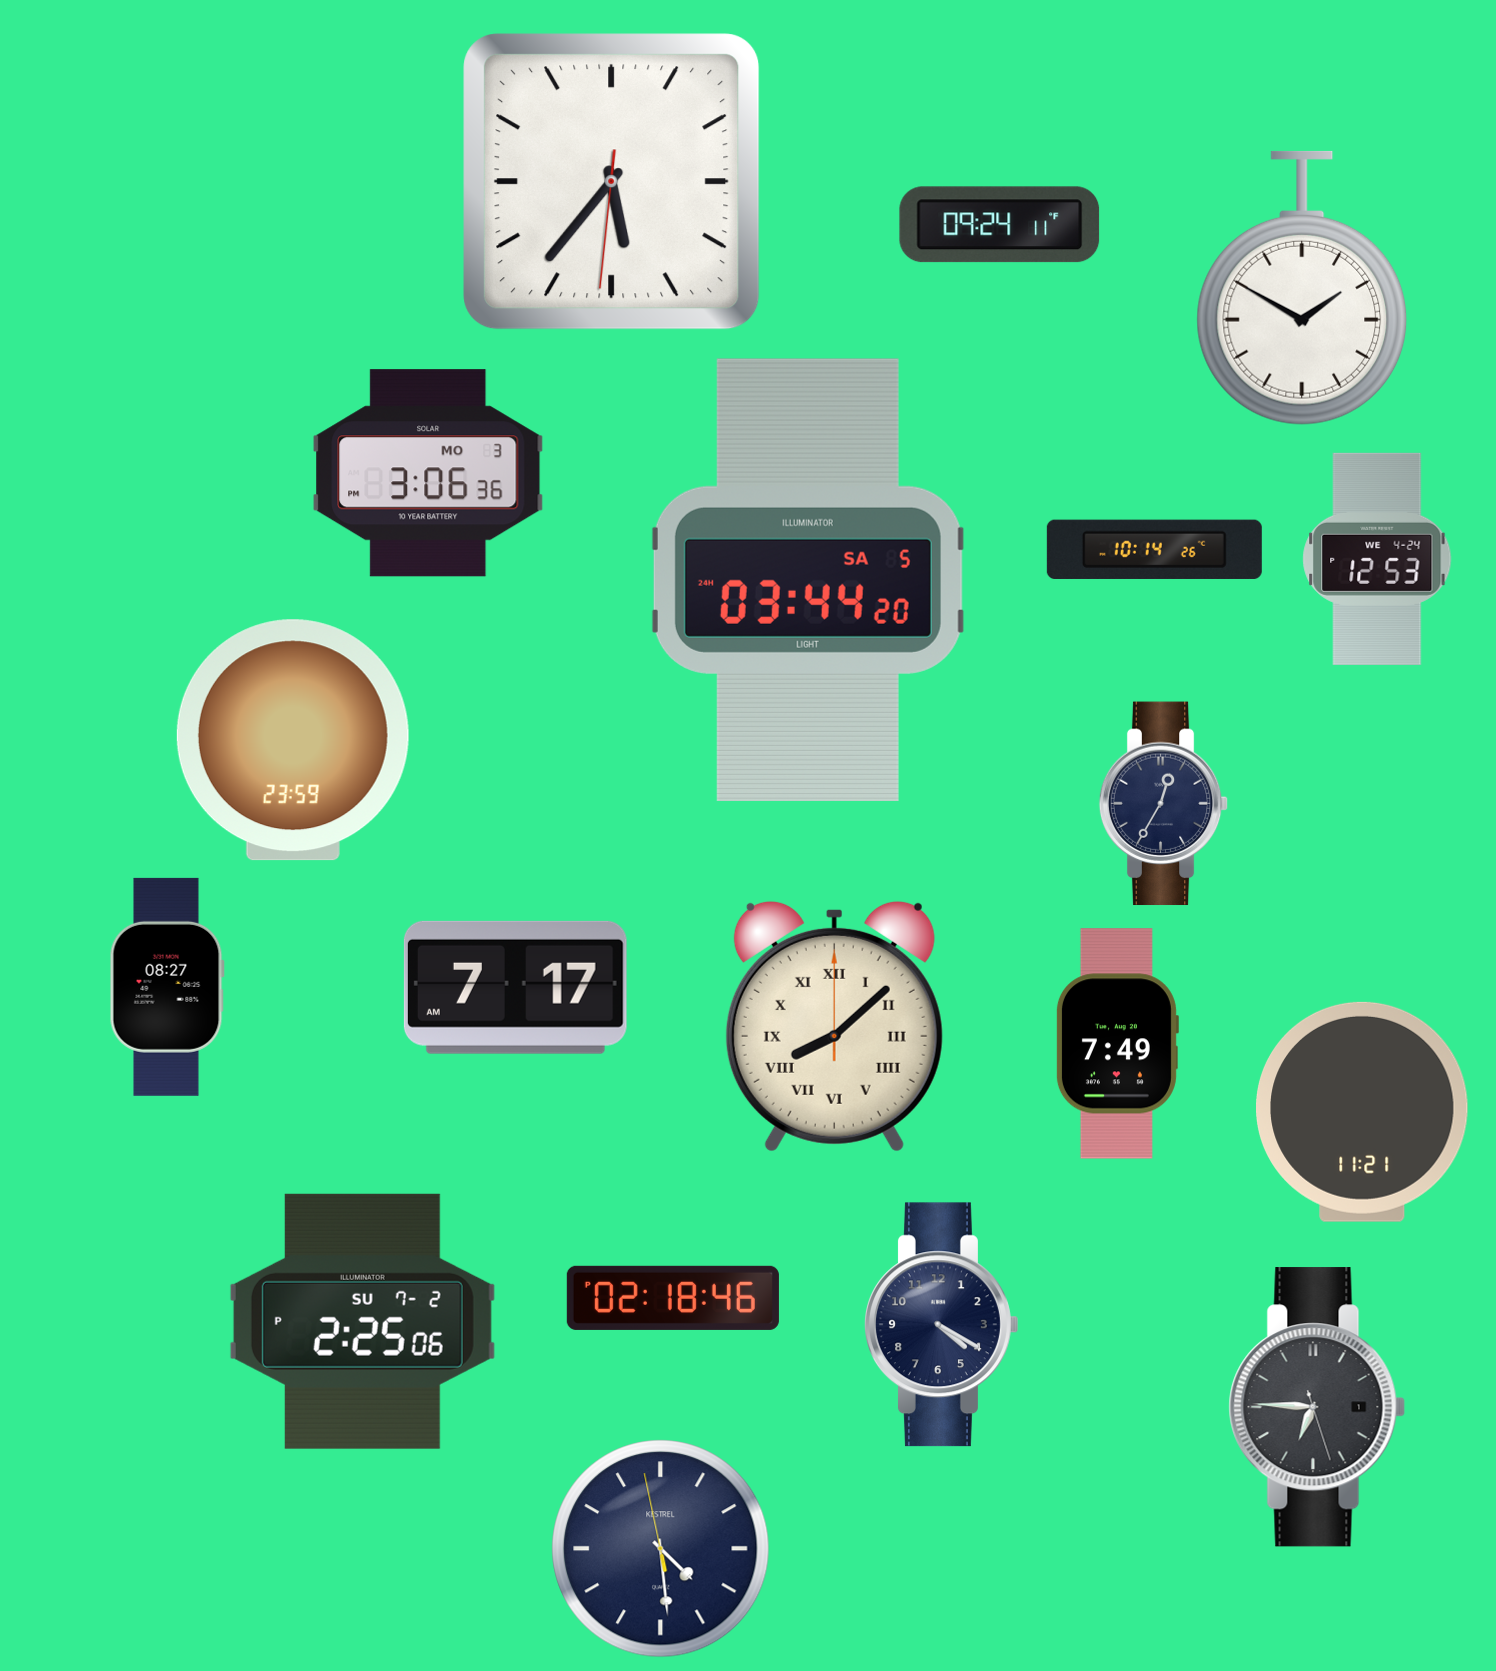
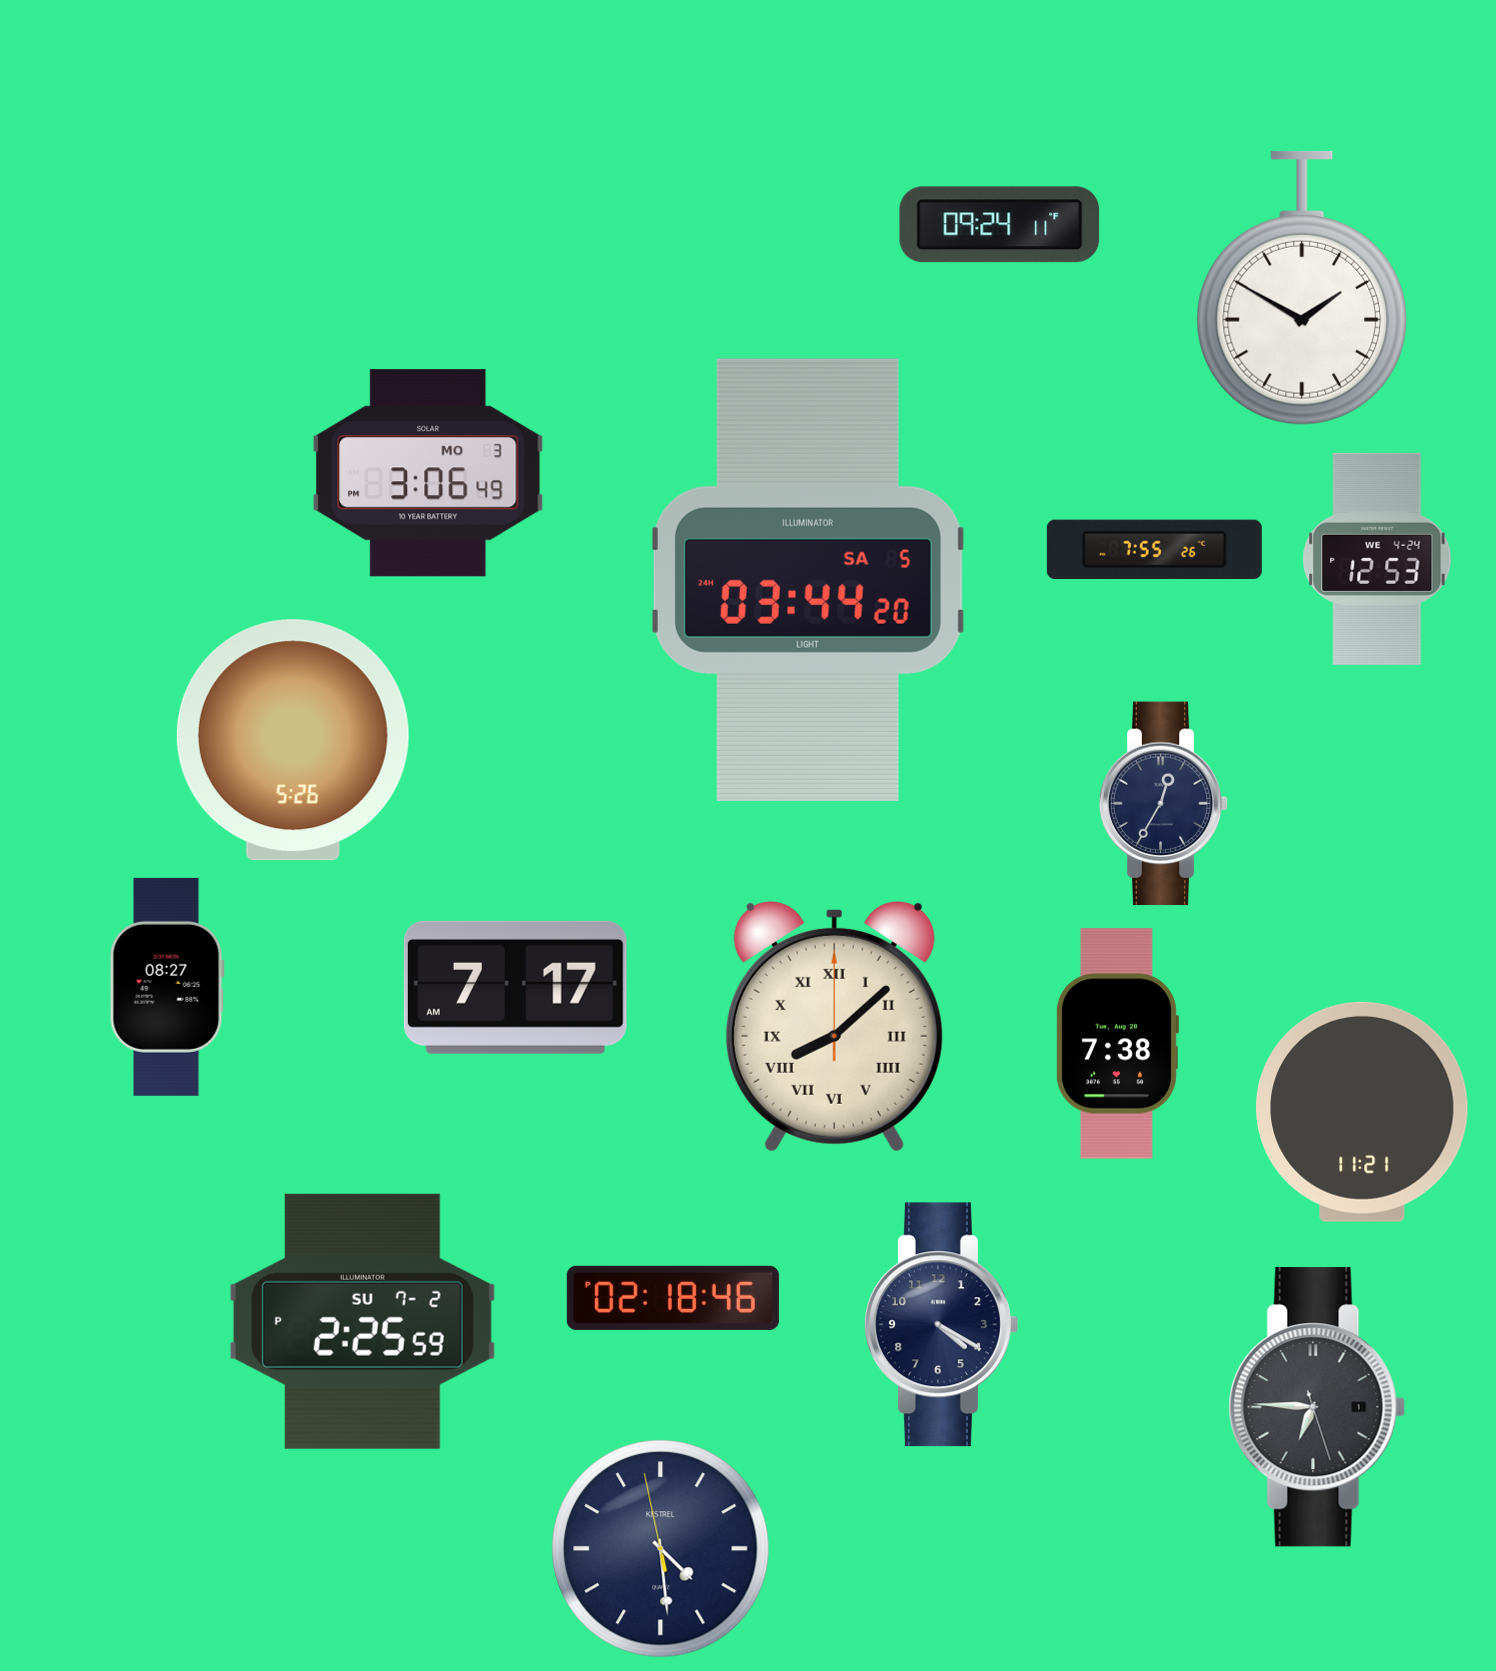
clock at (612, 182): 5:36 -> none
clock at (428, 473): 3:06:36 -> 3:06:49
clock at (1154, 549): 10:14 -> 7:55
clock at (293, 740): 23:59 -> 5:26
clock at (1117, 1044): 7:49 -> 7:38
clock at (362, 1321): 2:25:06 PM -> 2:25:59 PM
